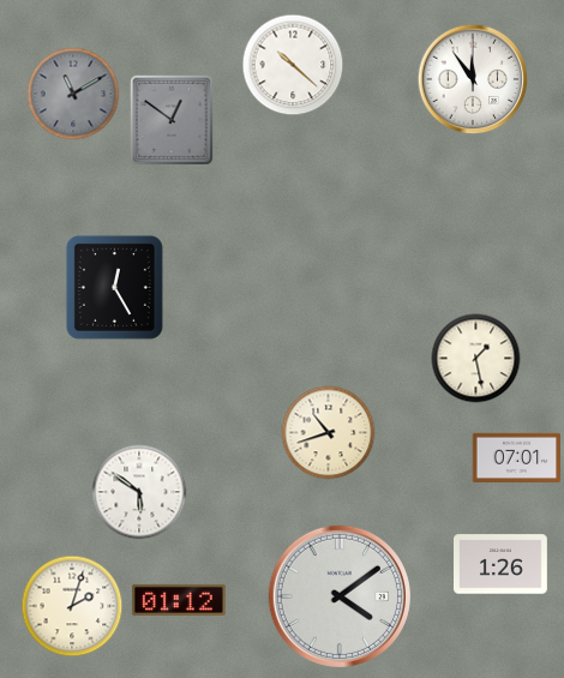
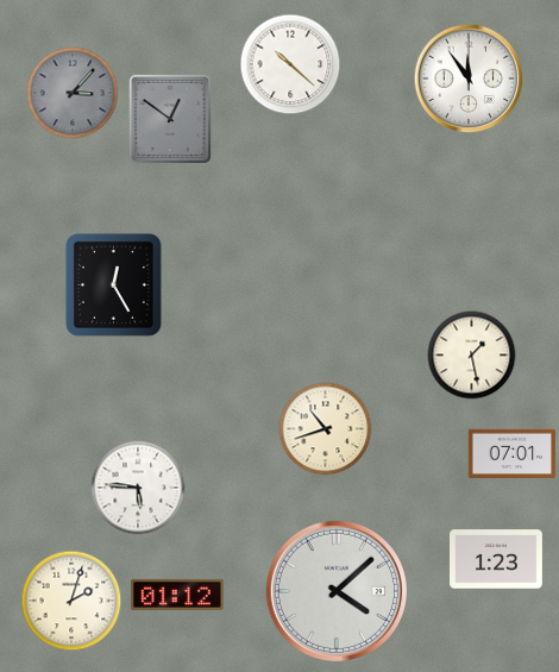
clock at (73, 94): 11:10 -> 3:07
clock at (139, 492): 5:51 -> 5:46
clock at (502, 564): 1:26 -> 1:23
clock at (340, 596): 4:09 -> 4:08
